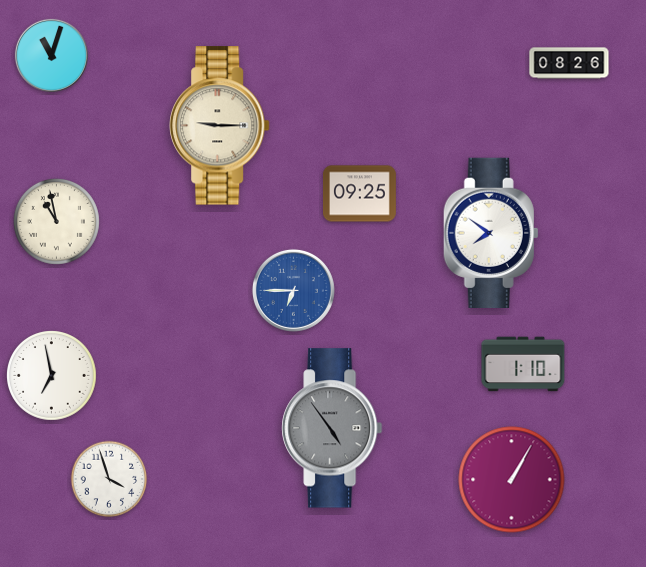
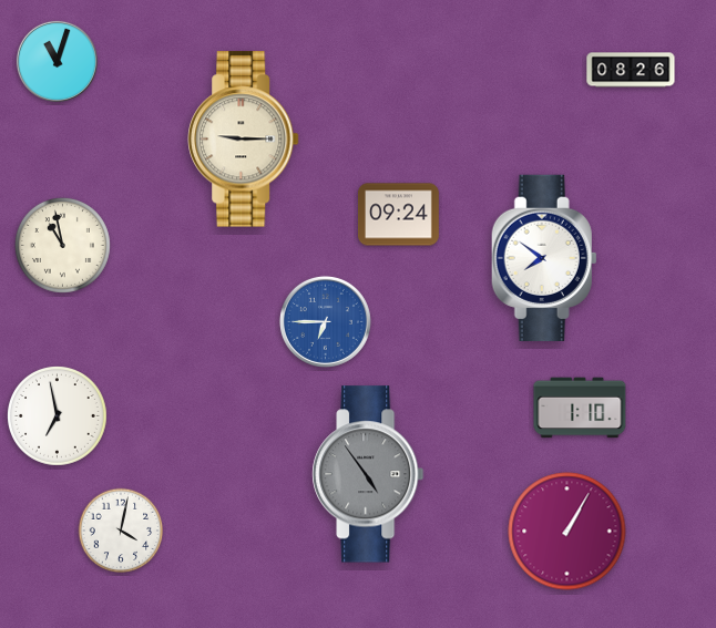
clock at (360, 194): 09:25 -> 09:24
clock at (523, 364) position: (523, 364) -> (580, 408)
clock at (109, 479): 3:57 -> 4:02
